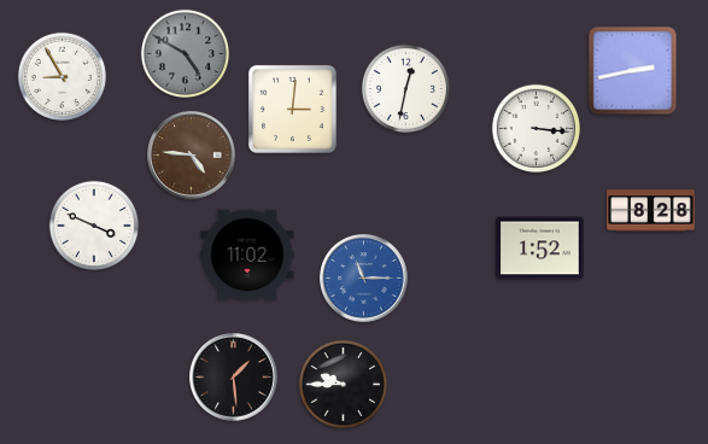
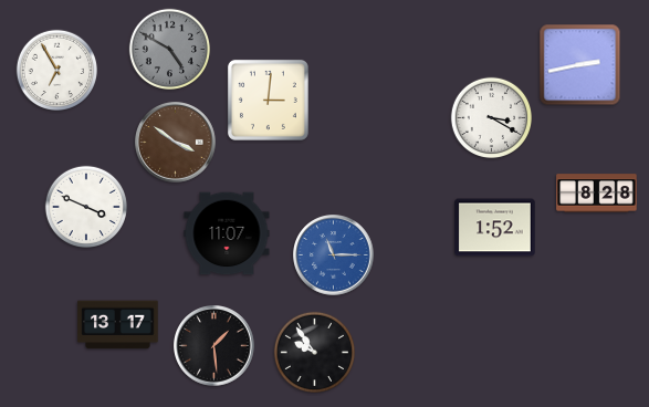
clock at (62, 76): 8:55 -> 6:55
clock at (405, 88): 12:32 -> none
clock at (536, 128): 3:16 -> 3:20
clock at (192, 156): 4:46 -> 3:51
clock at (247, 255): 11:02 -> 11:07
clock at (118, 325): none -> 13:17
clock at (343, 384): 9:45 -> 9:54
